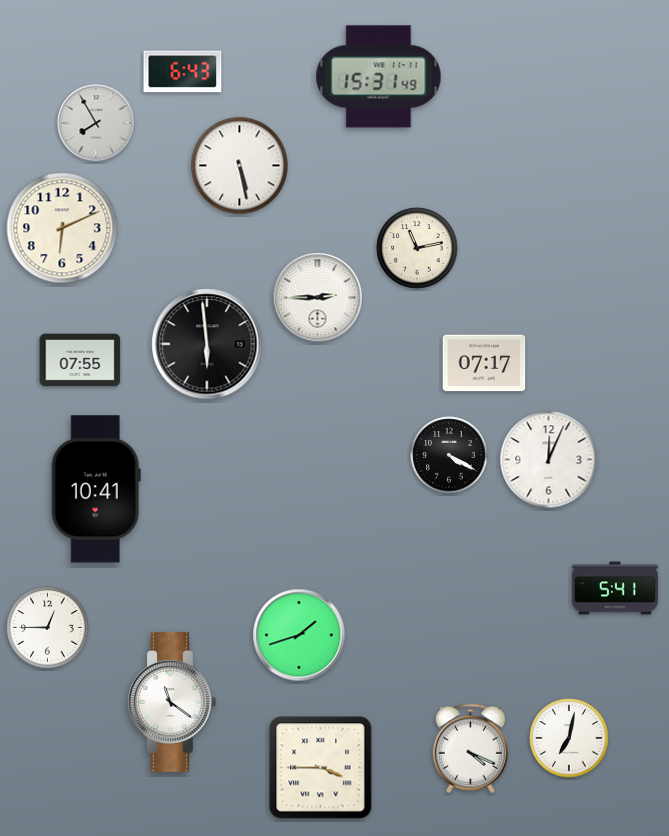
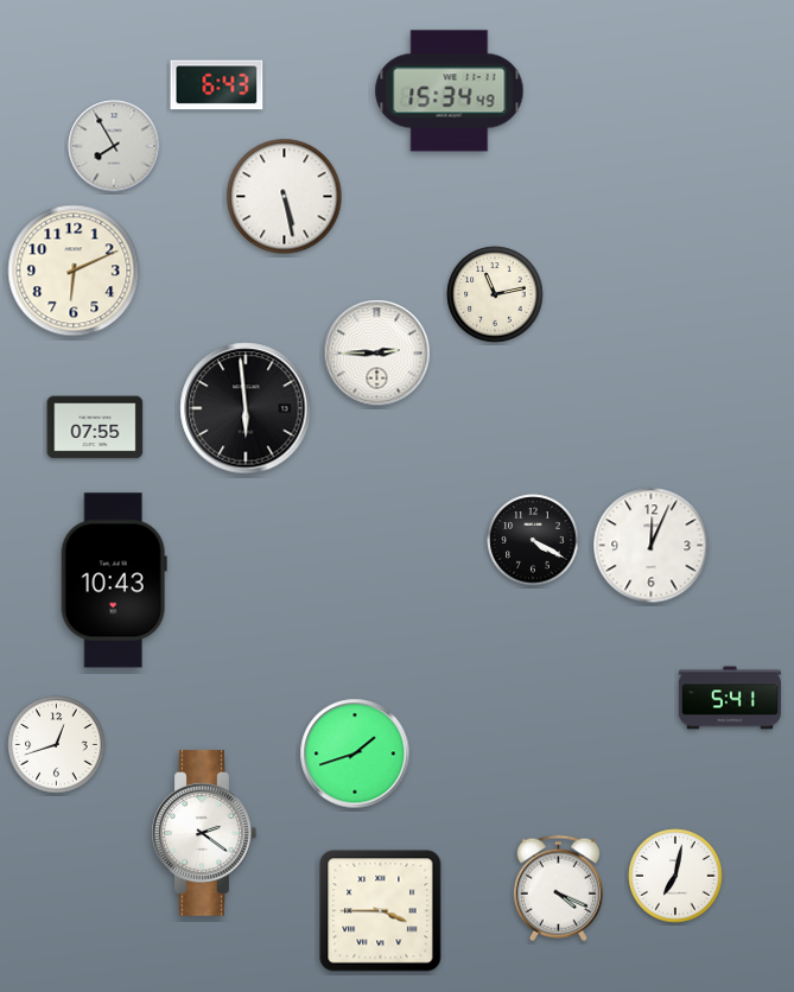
clock at (379, 77): 15:31 -> 15:34
clock at (484, 363): 07:17 -> none
clock at (96, 489): 10:41 -> 10:43
clock at (48, 628): 12:45 -> 12:42
clock at (172, 702): 11:21 -> 2:21
